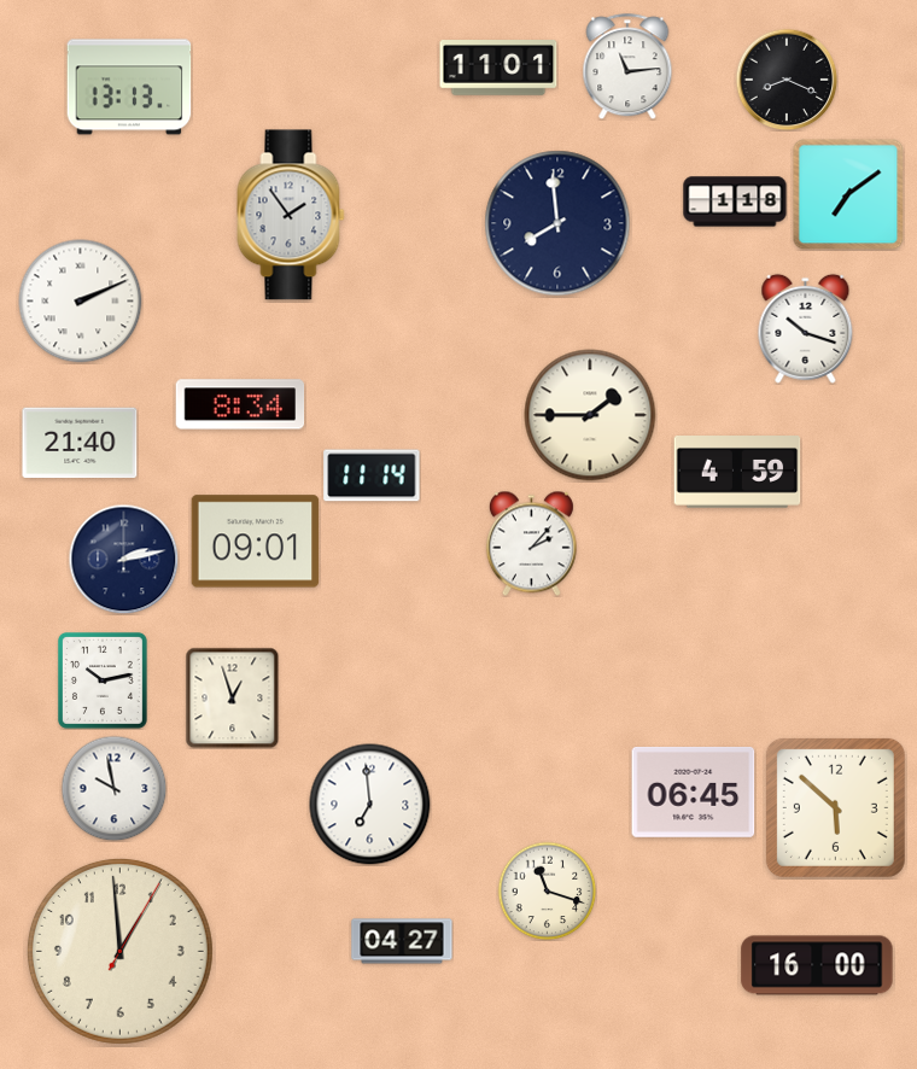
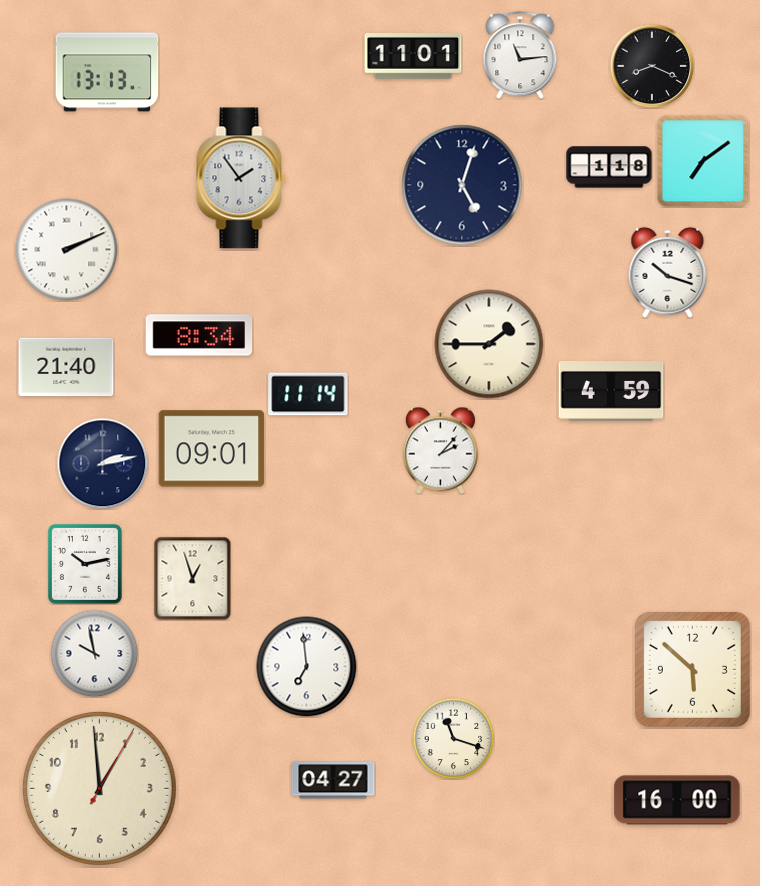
clock at (557, 223): 7:59 -> 5:03
clock at (694, 791): 06:45 -> none
